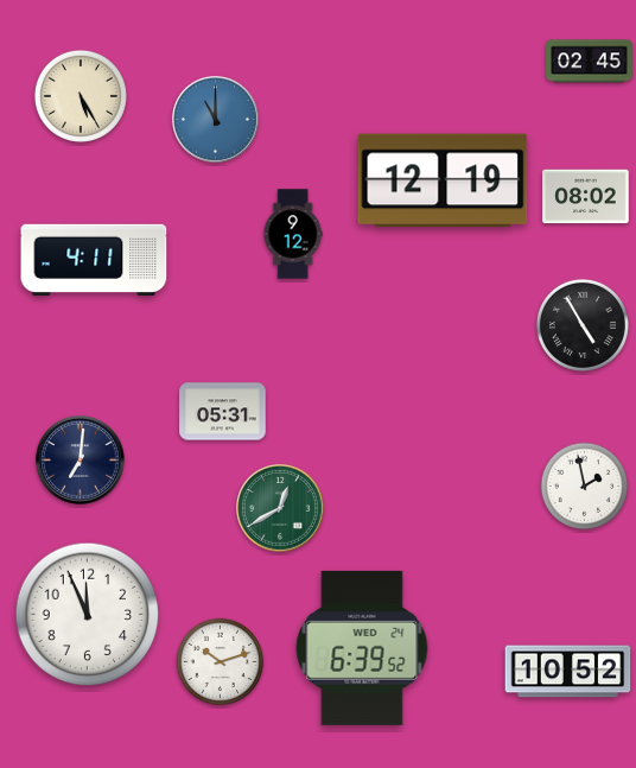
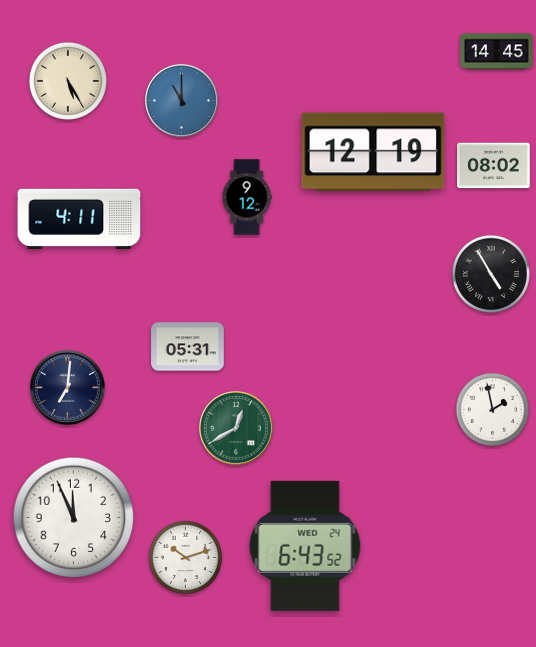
clock at (590, 62): 02:45 -> 14:45
clock at (362, 648): 6:39 -> 6:43
clock at (568, 672): 10:52 -> none
